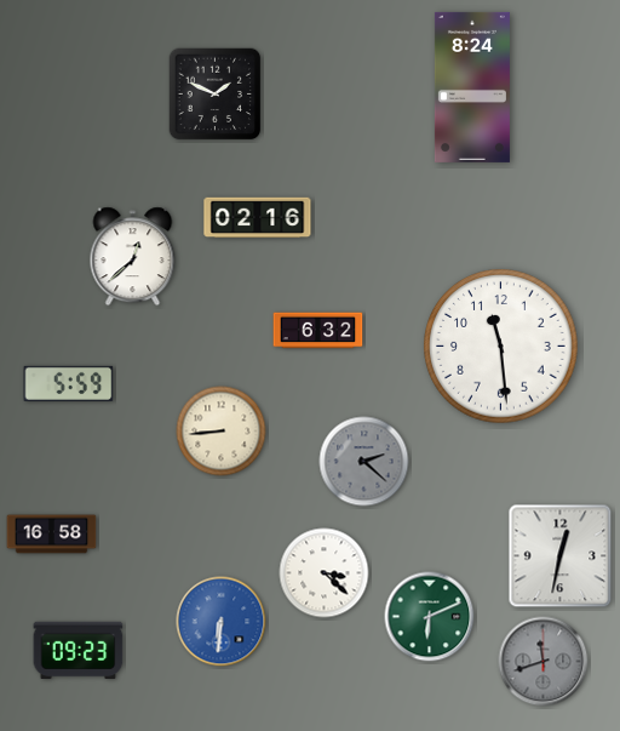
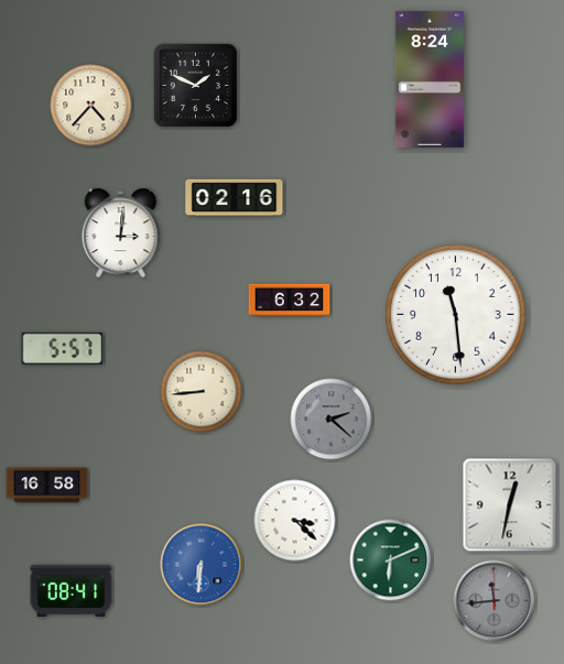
clock at (91, 106): none -> 4:37
clock at (133, 257): 12:38 -> 3:01
clock at (69, 383): 5:59 -> 5:57
clock at (79, 650): 09:23 -> 08:41
clock at (544, 662): 11:42 -> 11:44
